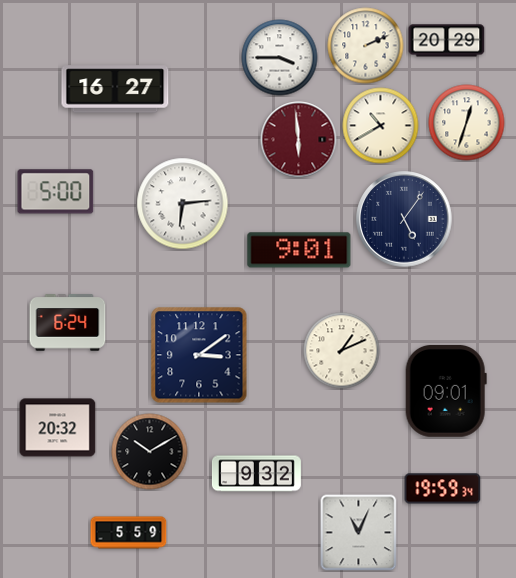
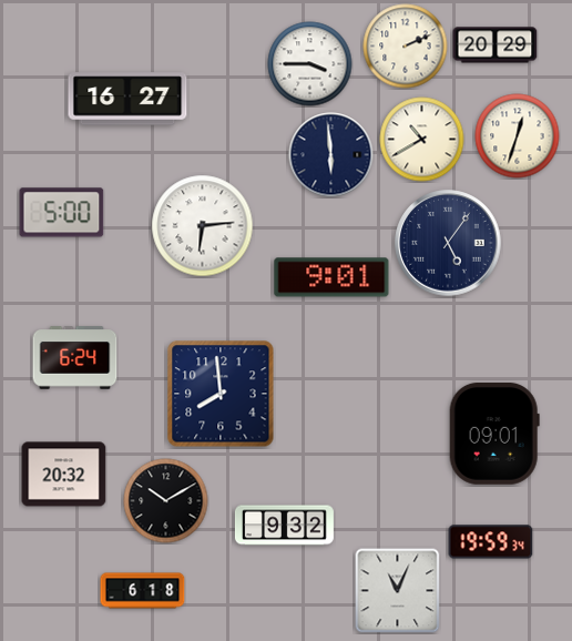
clock at (366, 46) position: (366, 46) -> (406, 47)
clock at (299, 140) dial: burgundy -> navy
clock at (342, 351): 1:11 -> none
clock at (199, 355): 3:09 -> 7:59
clock at (129, 533): 5:59 -> 6:18
